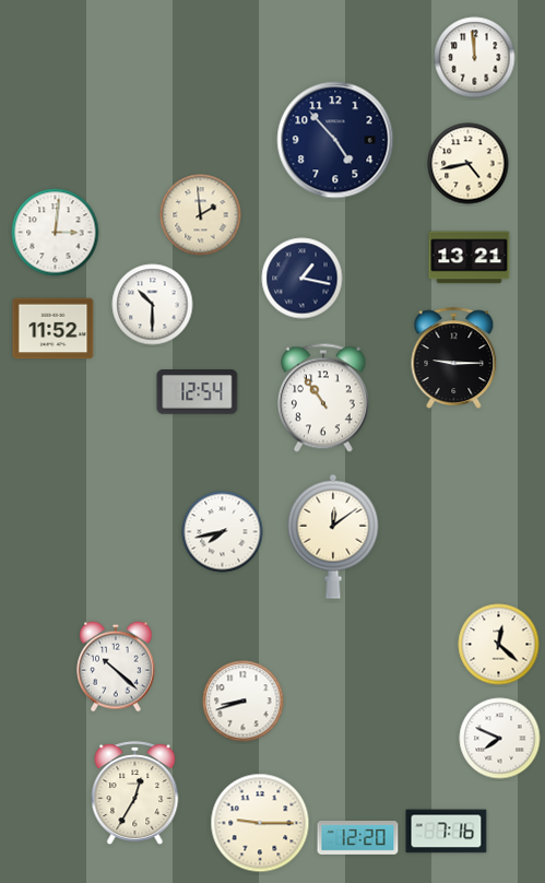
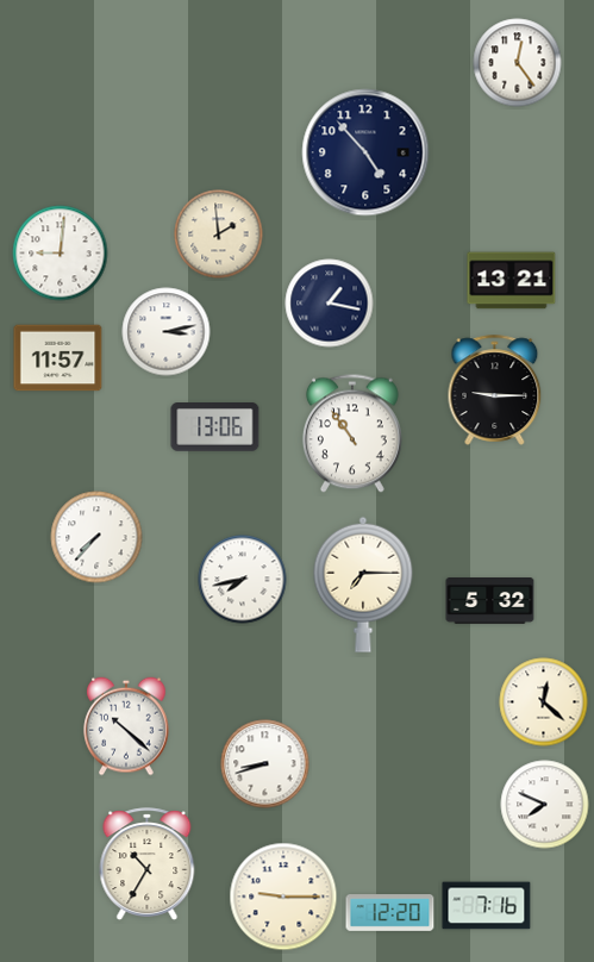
clock at (475, 58): 11:59 -> 12:24
clock at (469, 164): 4:43 -> none
clock at (56, 233): 3:01 -> 9:01
clock at (153, 305): 10:30 -> 3:13
clock at (54, 329): 11:52 -> 11:57
clock at (198, 392): 12:54 -> 13:06
clock at (96, 537): none -> 7:37
clock at (333, 537): 12:09 -> 7:15
clock at (490, 601): none -> 5:32
clock at (135, 792): 12:35 -> 10:35
